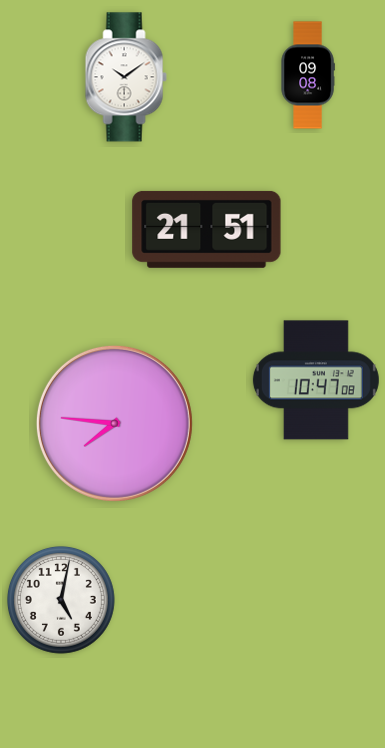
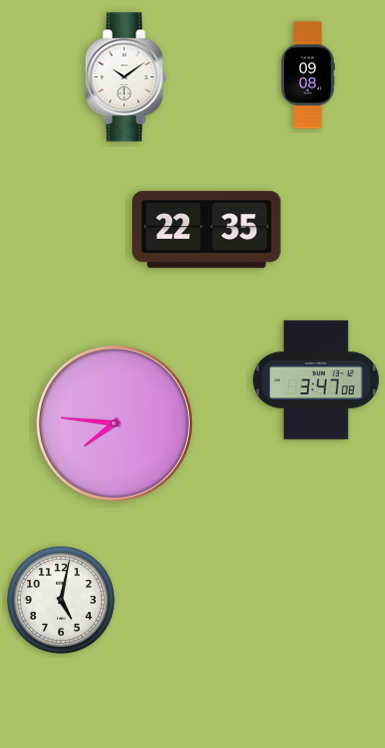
clock at (207, 229): 21:51 -> 22:35
clock at (316, 380): 10:47 -> 3:47
